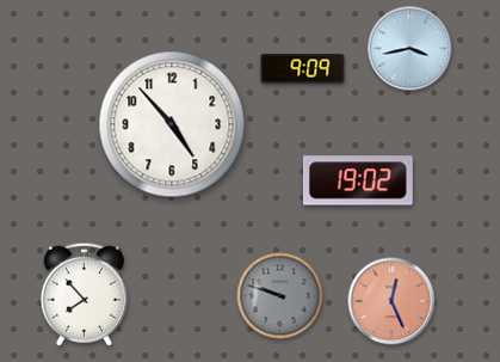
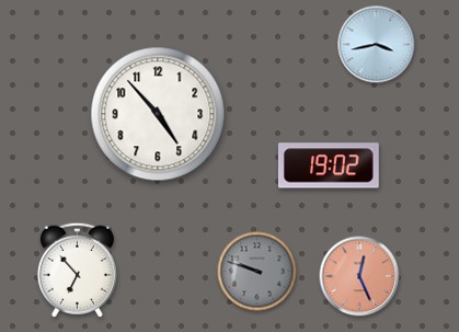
clock at (303, 69): 9:09 -> none
clock at (84, 294): 7:53 -> 6:53
